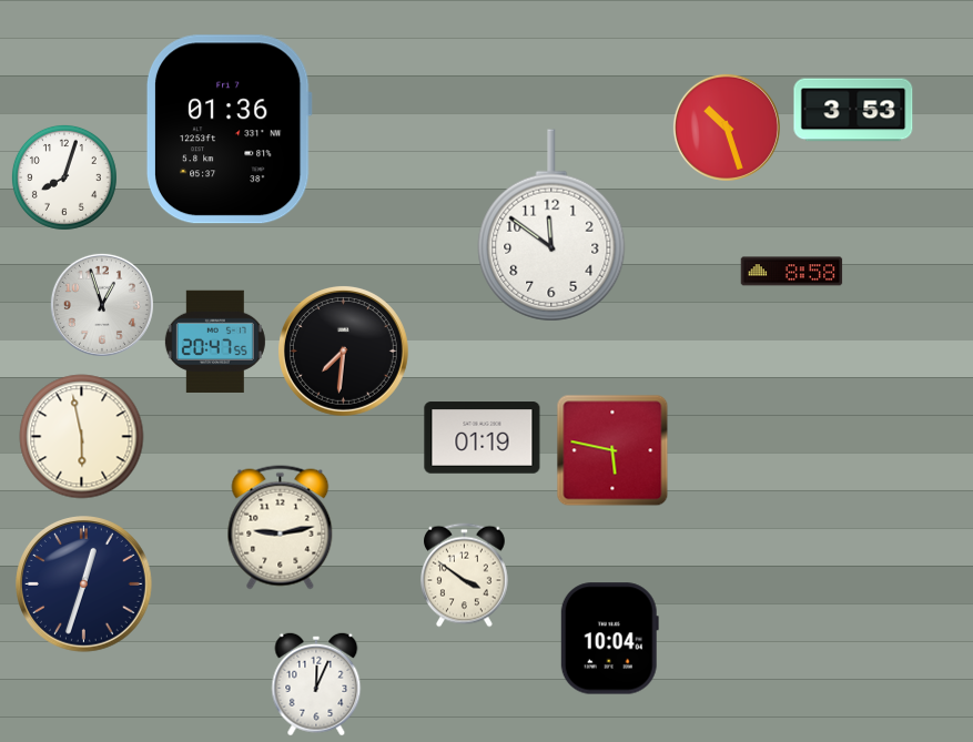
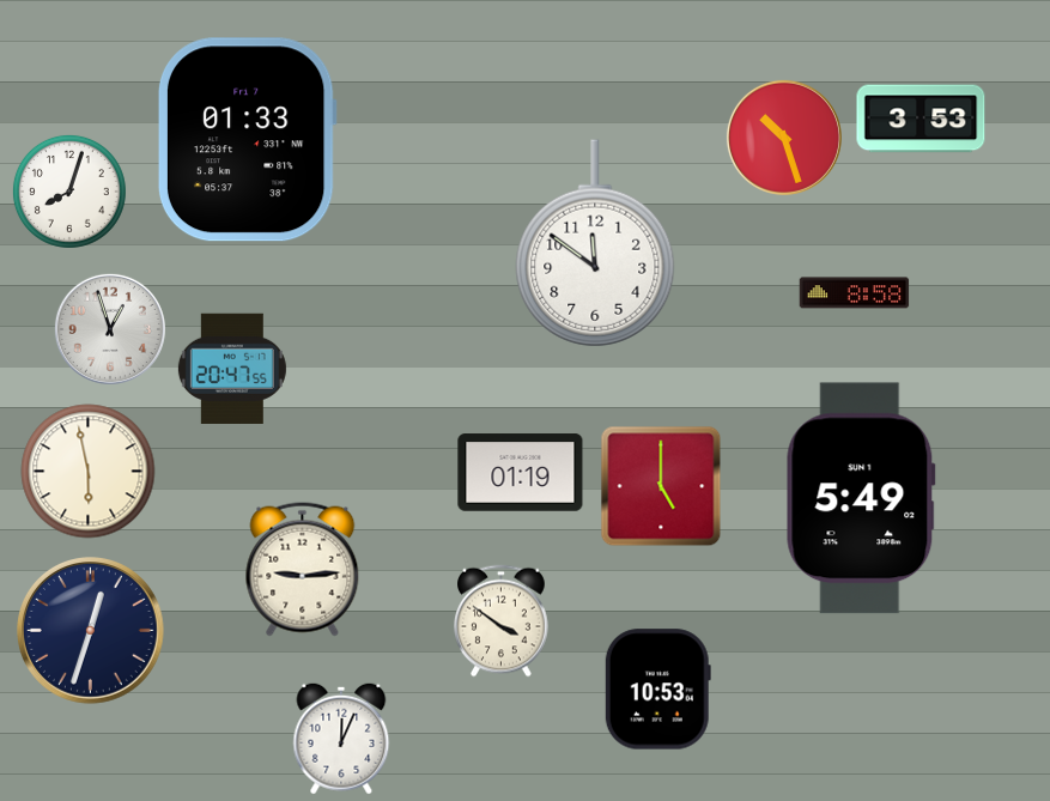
clock at (229, 130): 01:36 -> 01:33
clock at (343, 350): 7:31 -> none
clock at (612, 450): 5:47 -> 5:00
clock at (861, 498): none -> 5:49
clock at (281, 528): 9:13 -> 9:14
clock at (609, 639): 10:04 -> 10:53
